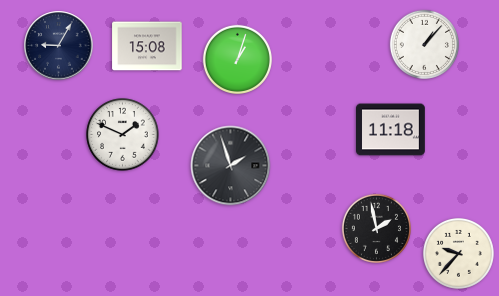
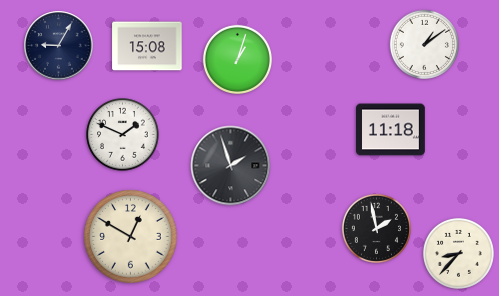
clock at (424, 44): 1:07 -> 1:09
clock at (131, 237): none -> 12:50
clock at (458, 253): 9:37 -> 8:37
